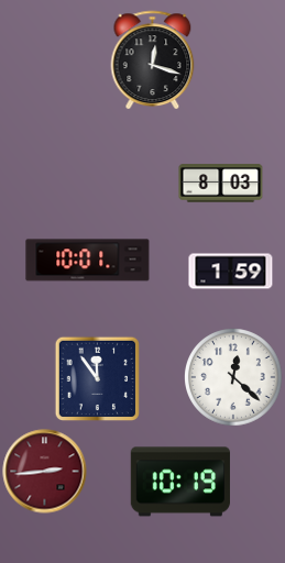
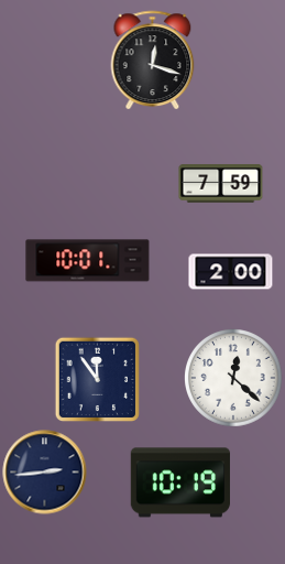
clock at (221, 184): 8:03 -> 7:59
clock at (231, 272): 1:59 -> 2:00
clock at (45, 472) dial: burgundy -> navy
